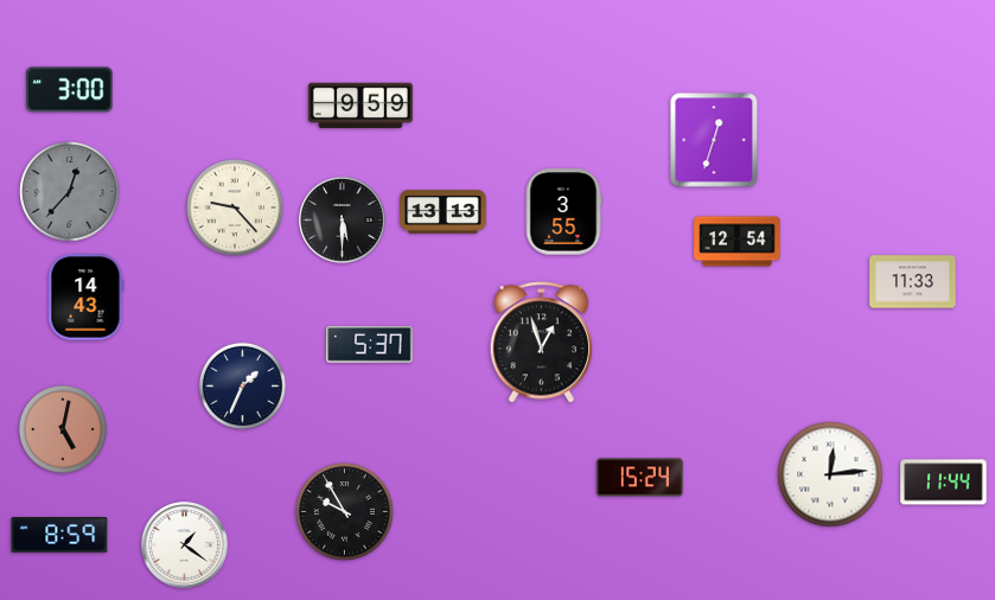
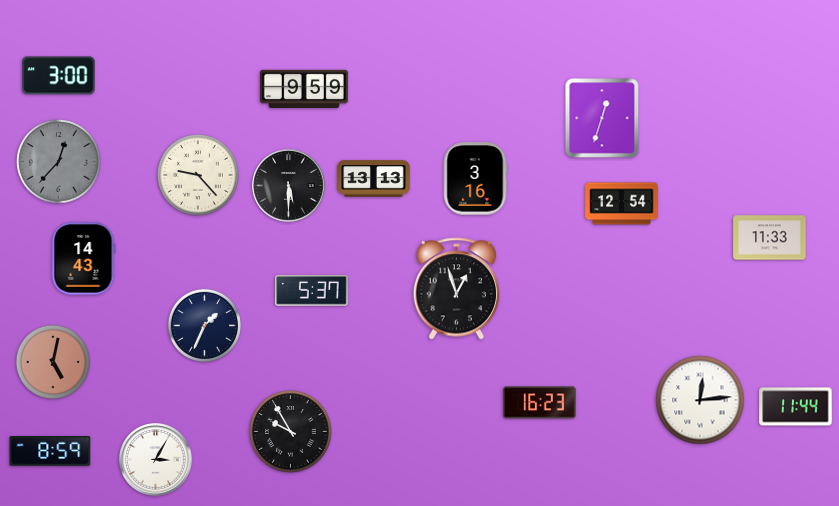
clock at (563, 212): 3:55 -> 3:16
clock at (85, 298) position: (85, 298) -> (83, 259)
clock at (640, 478): 15:24 -> 16:23
clock at (185, 545): 1:21 -> 3:05
